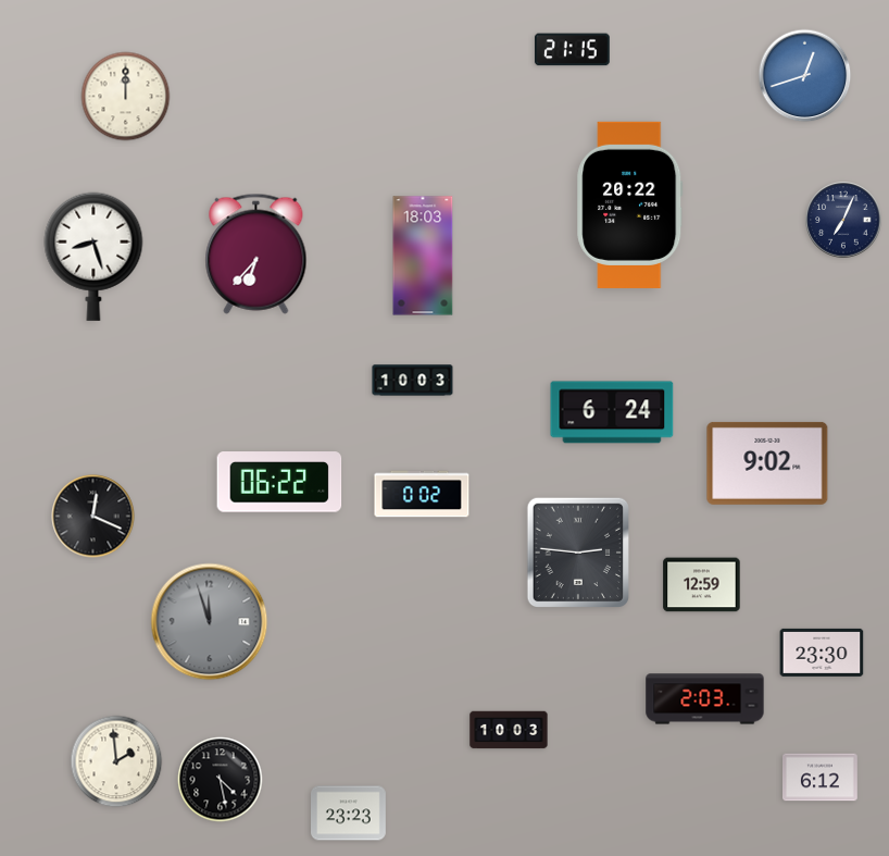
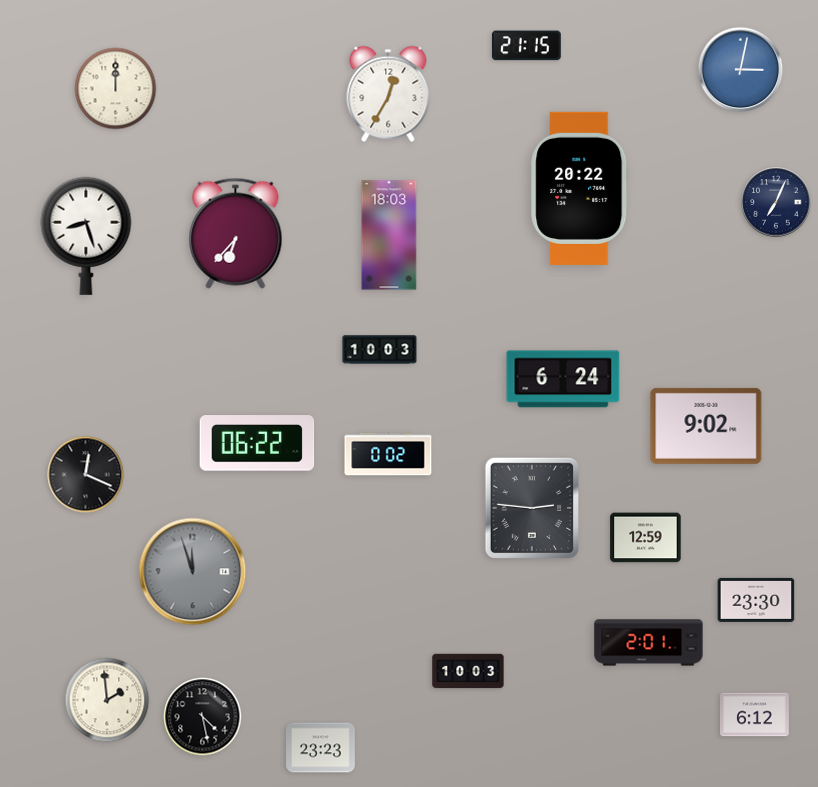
clock at (805, 76): 12:42 -> 3:02
clock at (388, 94): none -> 12:35
clock at (705, 699): 2:03 -> 2:01
